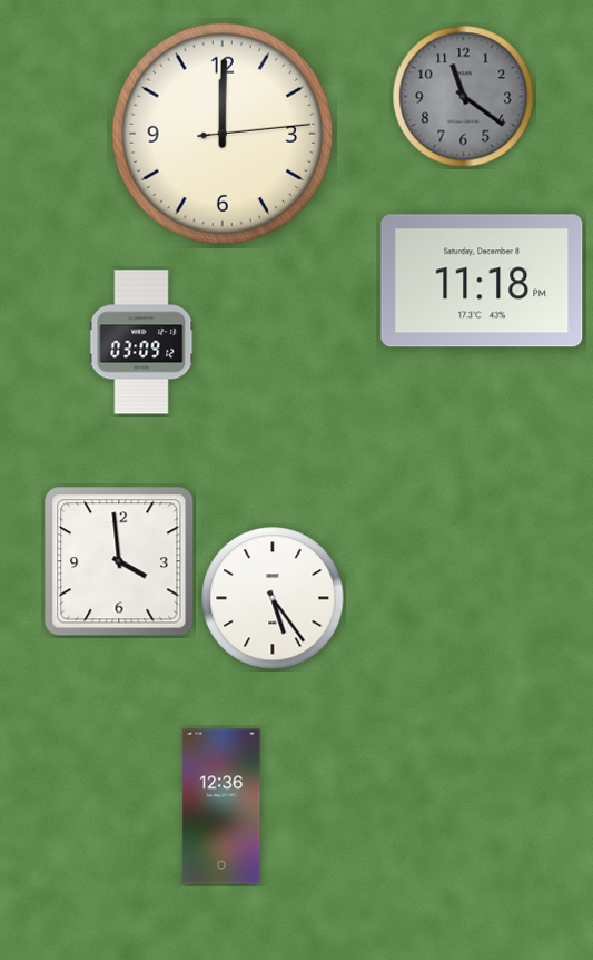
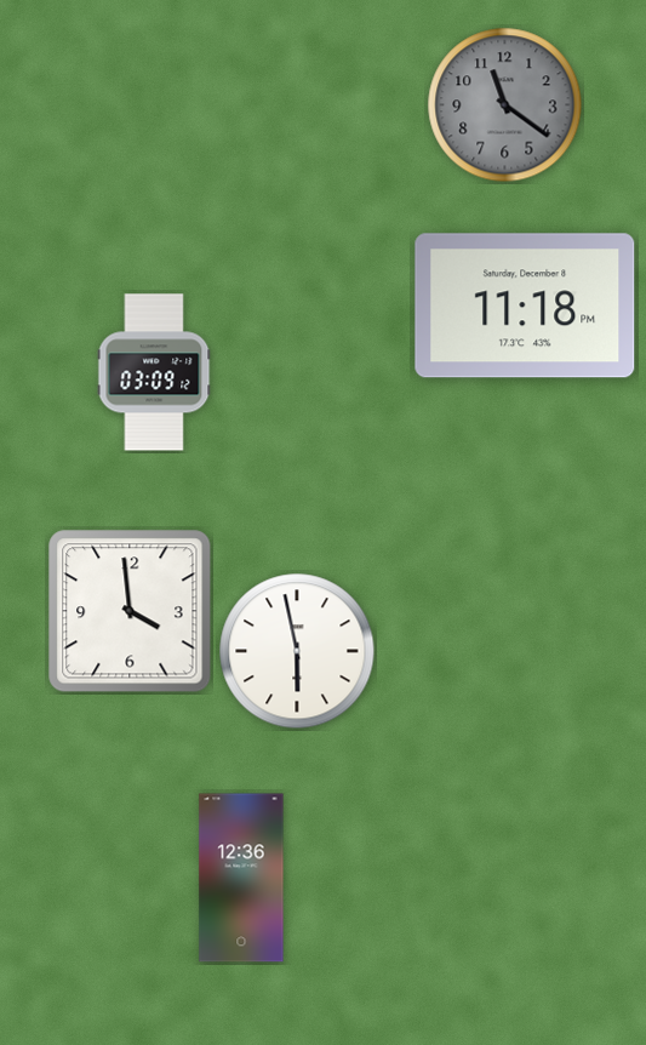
clock at (223, 134): 12:00 -> none
clock at (273, 598): 5:24 -> 5:58
